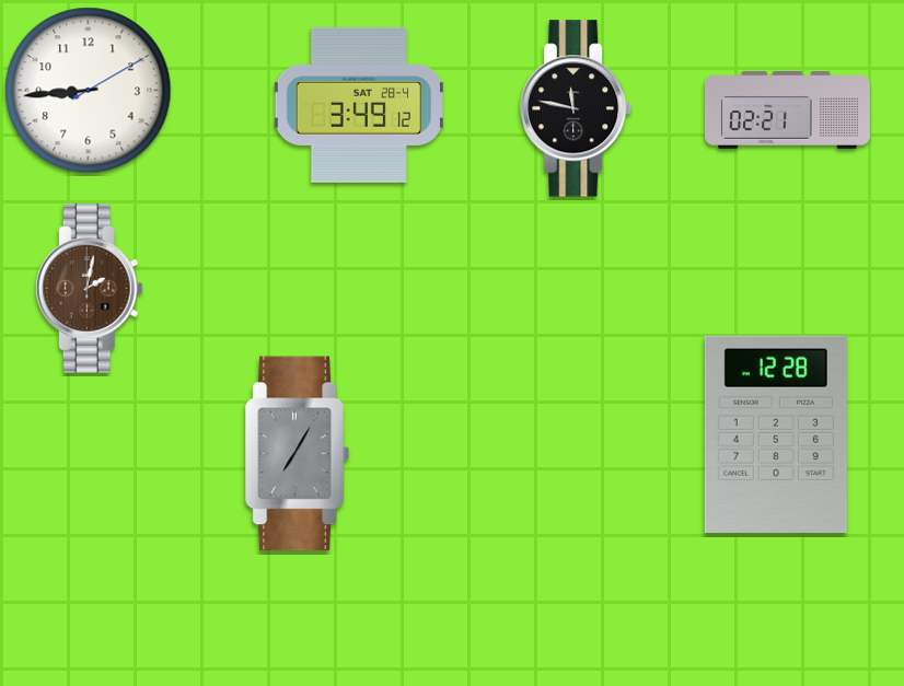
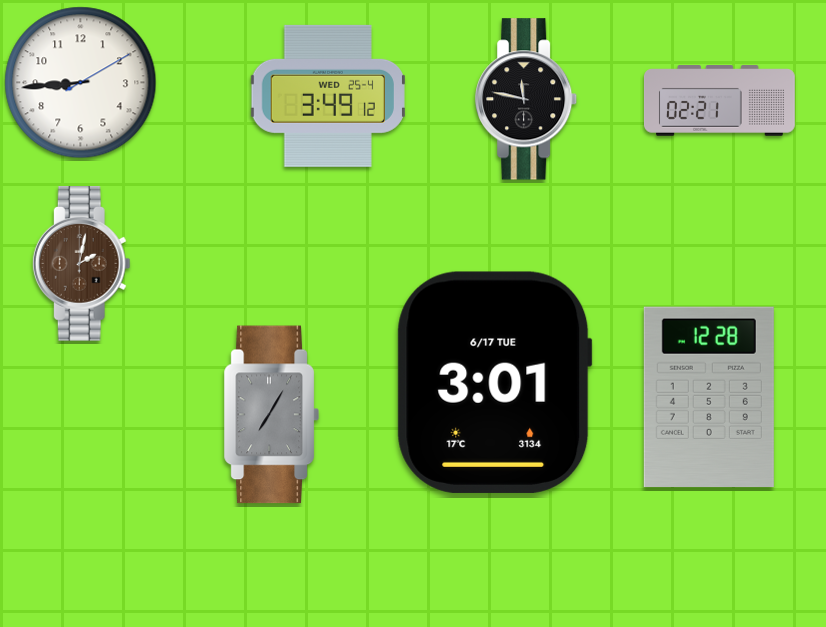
clock at (359, 105) date: SAT 28-4 -> WED 25-4
clock at (494, 382): none -> 3:01
